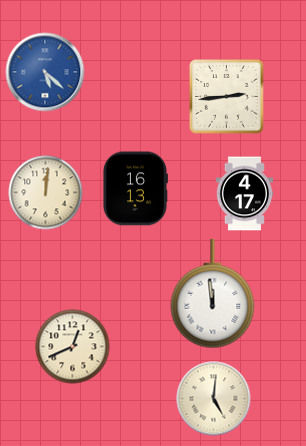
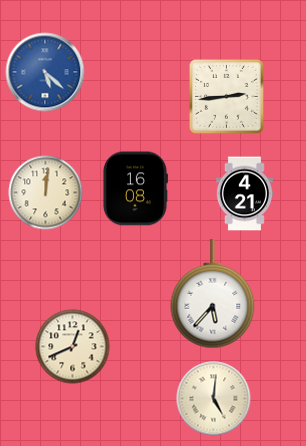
clock at (135, 189): 16:13 -> 16:08
clock at (244, 194): 4:17 -> 4:21
clock at (213, 295): 11:59 -> 5:37
